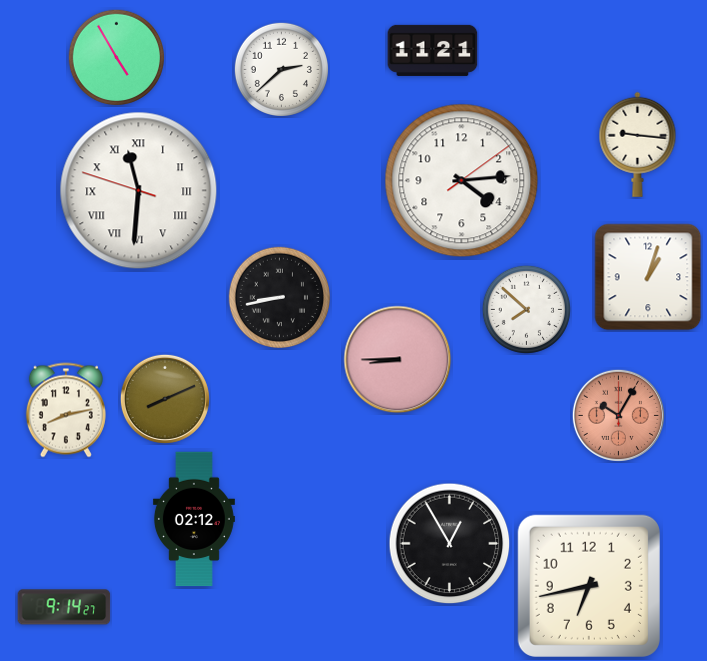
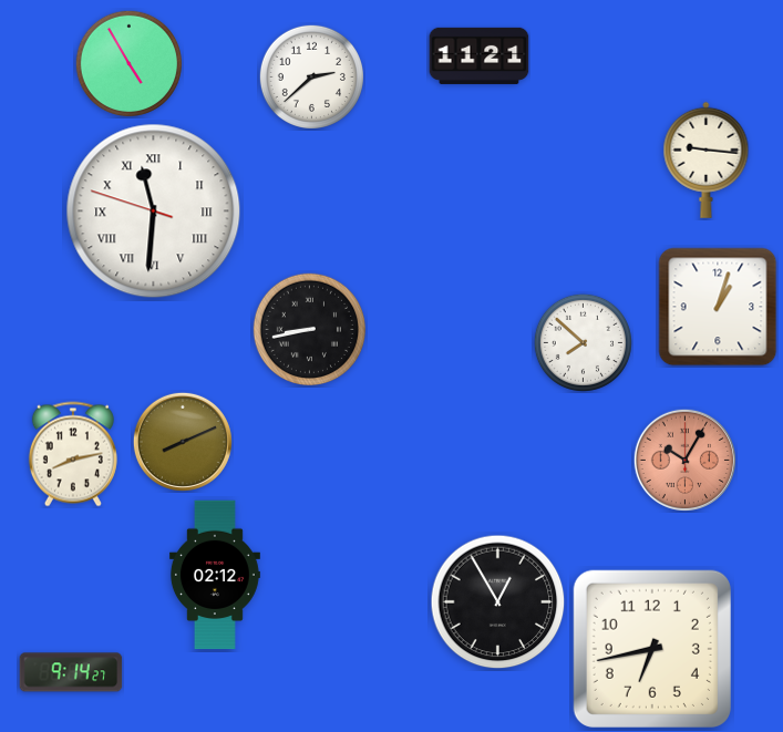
clock at (462, 181): 4:14 -> none
clock at (398, 360): 8:45 -> none
